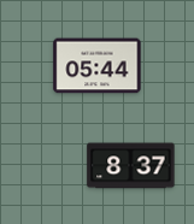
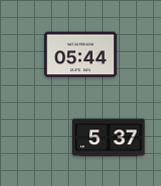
clock at (131, 166): 8:37 -> 5:37
